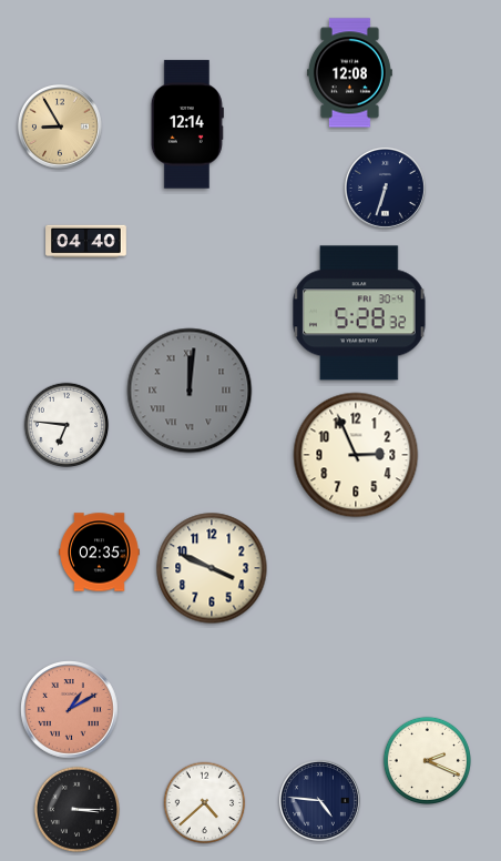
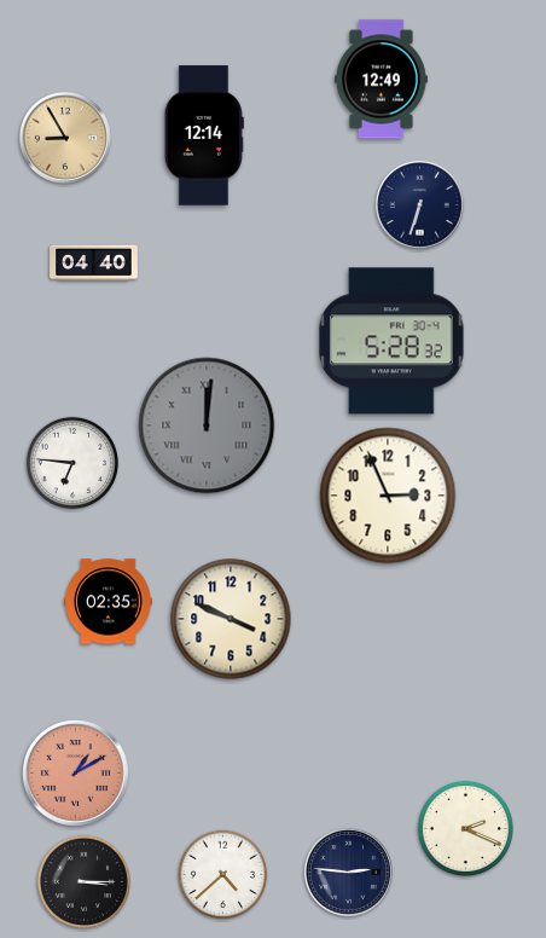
clock at (349, 73): 12:08 -> 12:49
clock at (319, 800): 4:46 -> 2:46
